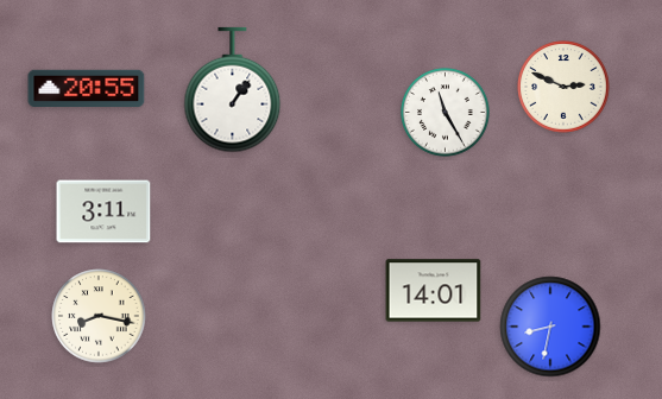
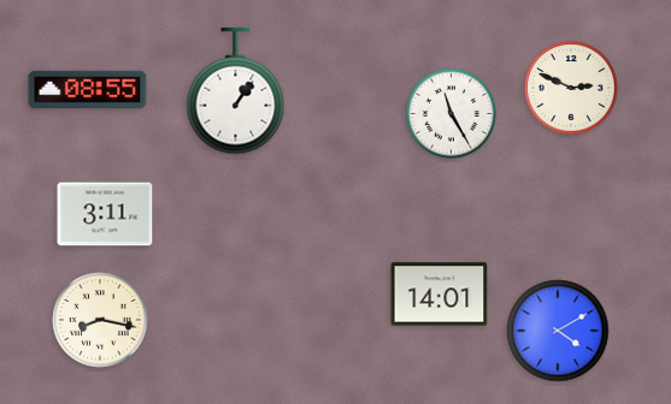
clock at (87, 89): 20:55 -> 08:55
clock at (550, 327): 8:32 -> 4:10
